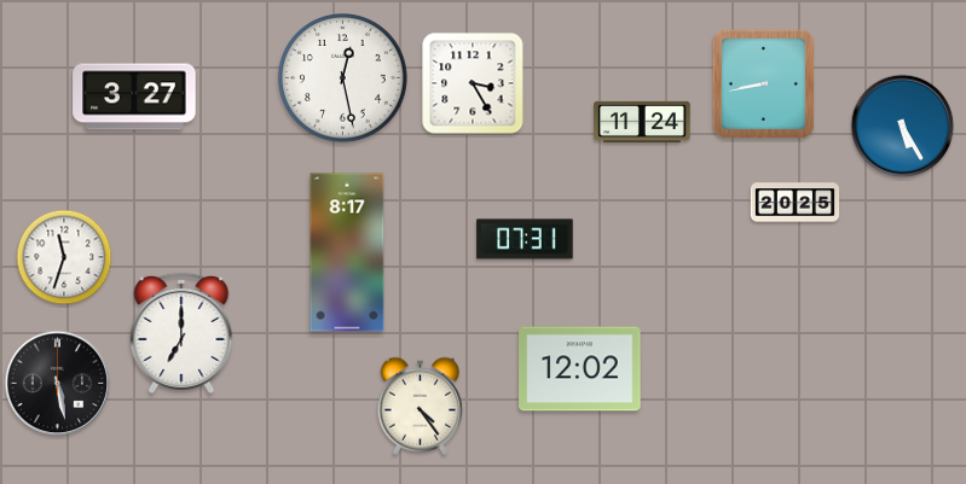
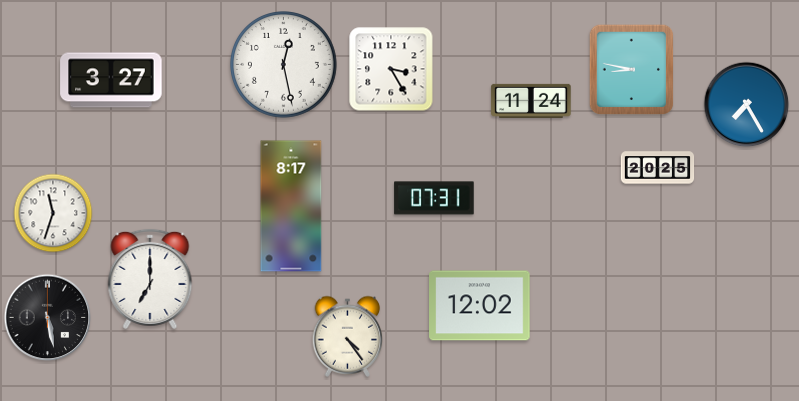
clock at (764, 84): 8:43 -> 8:47
clock at (903, 127): 5:25 -> 7:25
clock at (347, 252) position: (347, 252) -> (291, 206)
clock at (181, 333) position: (181, 333) -> (150, 279)
